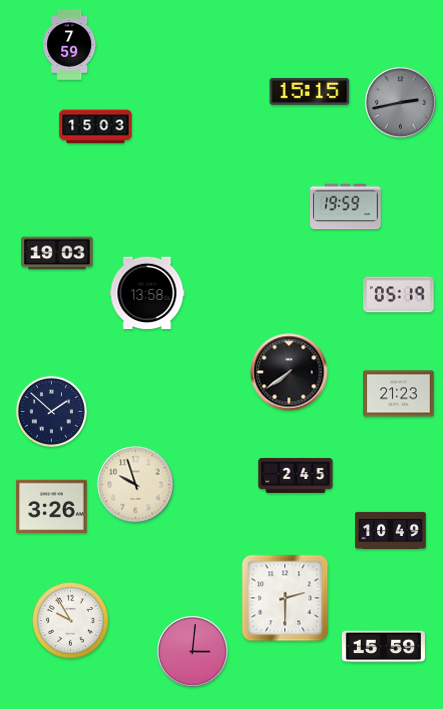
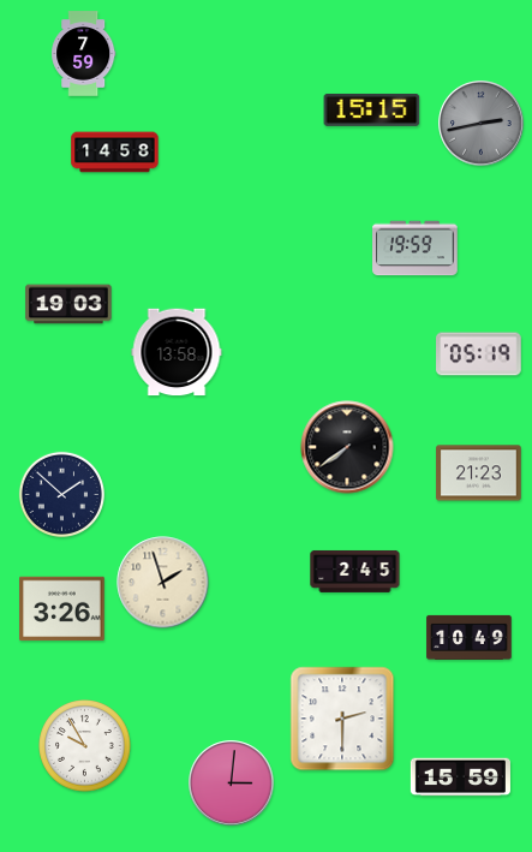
clock at (96, 127): 15:03 -> 14:58
clock at (136, 485): 9:57 -> 1:57
